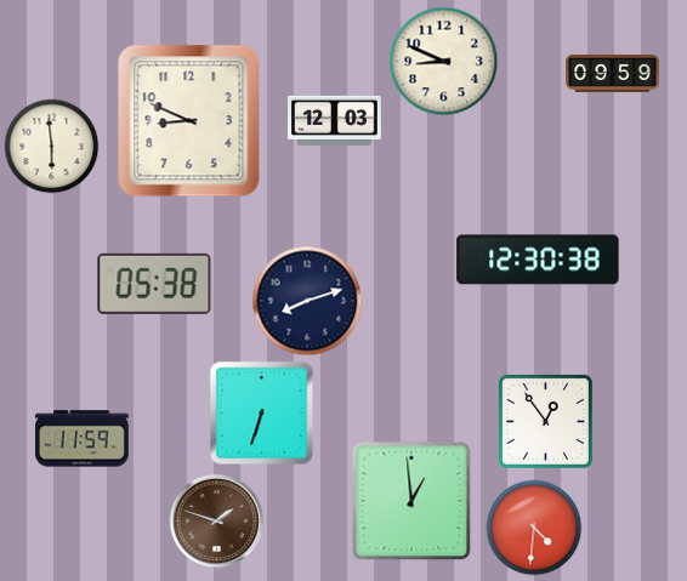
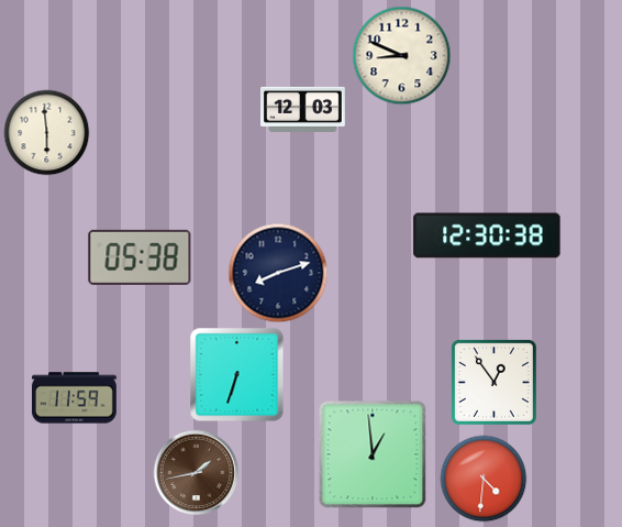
clock at (613, 74): 09:59 -> none
clock at (189, 121): 8:49 -> none
clock at (216, 520): 1:48 -> 1:43
